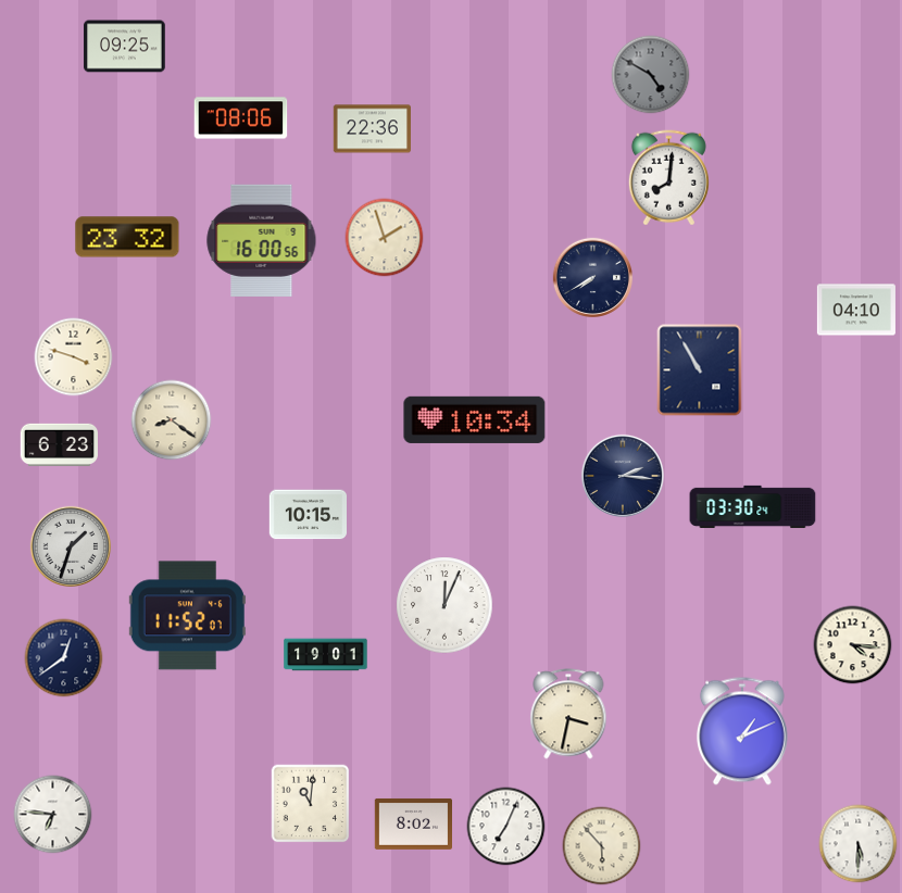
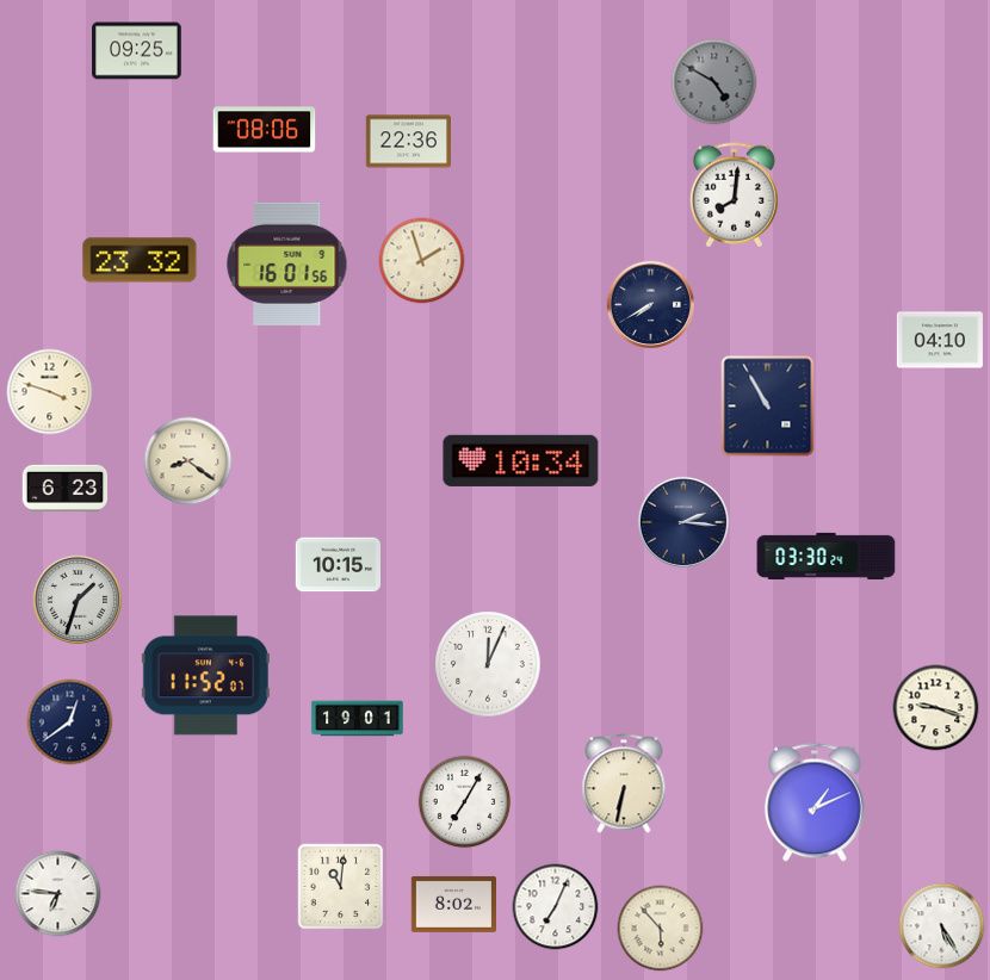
clock at (262, 240): 16:00 -> 16:01
clock at (74, 357) position: (74, 357) -> (50, 392)
clock at (853, 645): 4:16 -> 9:18
clock at (568, 714): 3:32 -> 6:32
clock at (465, 802): none -> 7:05
clock at (311, 804) position: (311, 804) -> (341, 887)
clock at (859, 844): 5:30 -> 5:25
